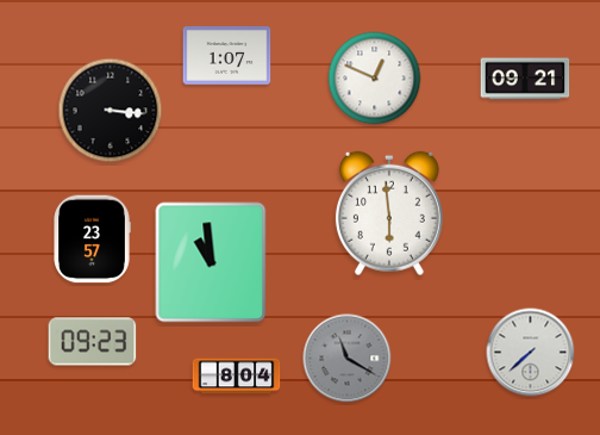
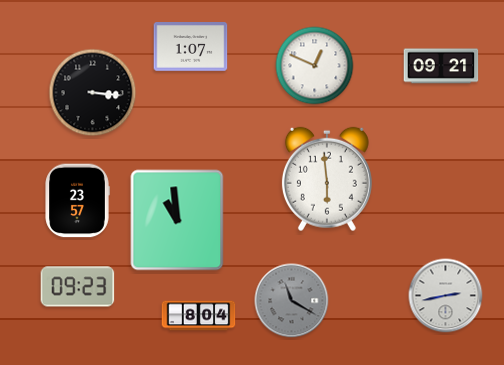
clock at (531, 353): 7:38 -> 2:43
